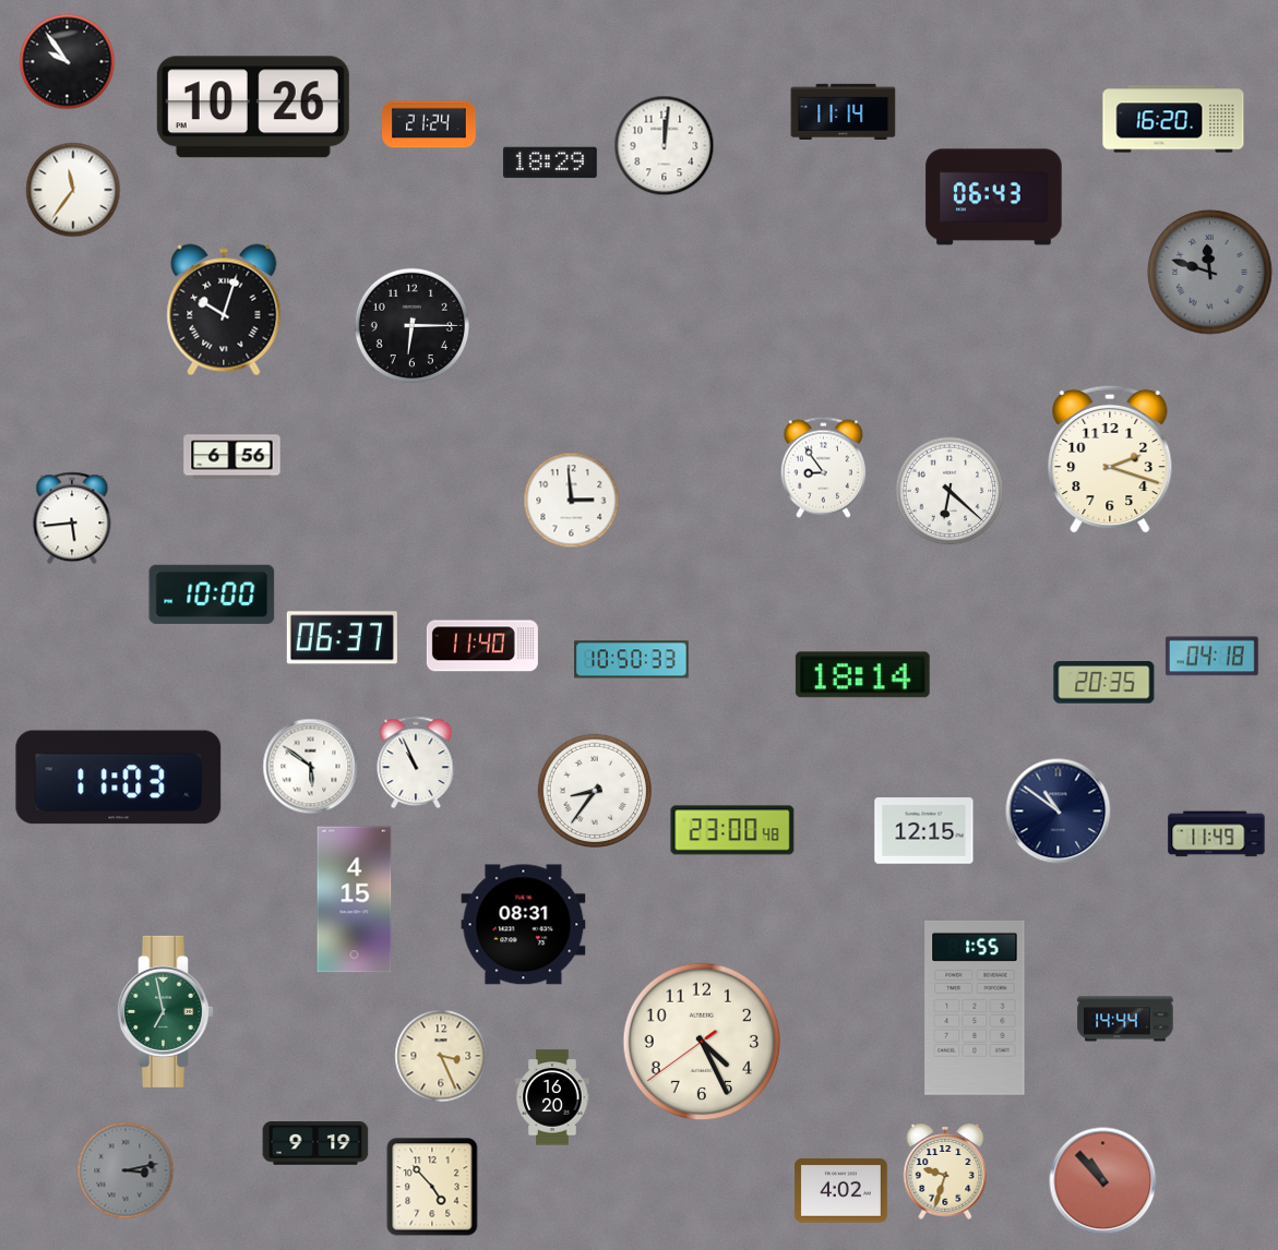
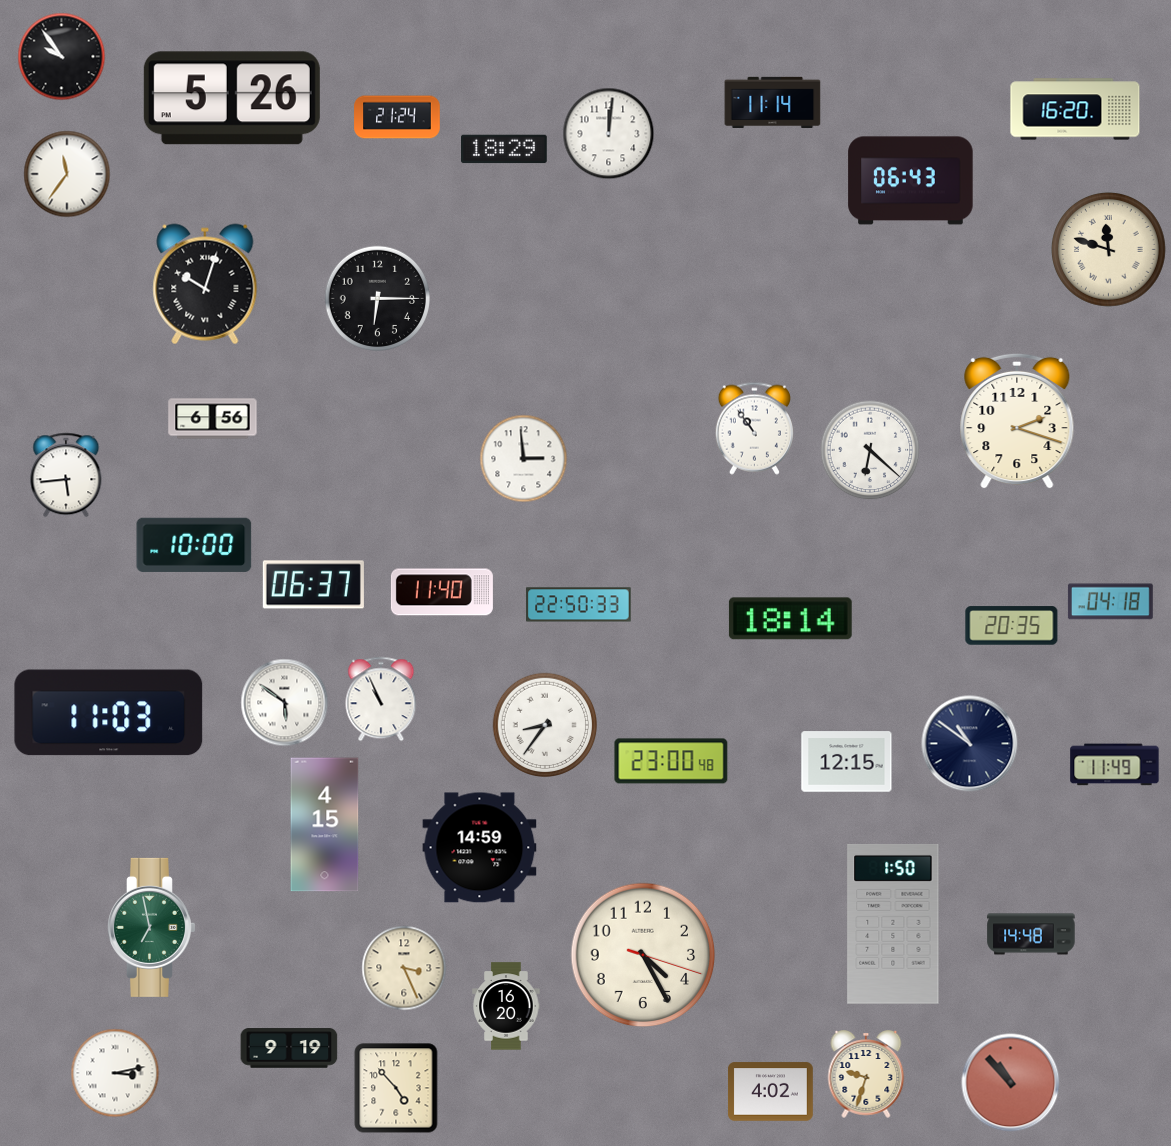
clock at (253, 107): 10:26 -> 5:26
clock at (429, 124) position: (429, 124) -> (397, 117)
clock at (1209, 272) dial: grey -> cream
clock at (823, 467): 8:54 -> 10:54
clock at (632, 660): 10:50 -> 22:50
clock at (524, 925): 08:31 -> 14:59
clock at (975, 1009): 1:55 -> 1:50
clock at (1125, 1019): 14:44 -> 14:48
clock at (702, 1042): 4:25:39 -> 4:25:18
clock at (126, 1170) dial: grey -> white
